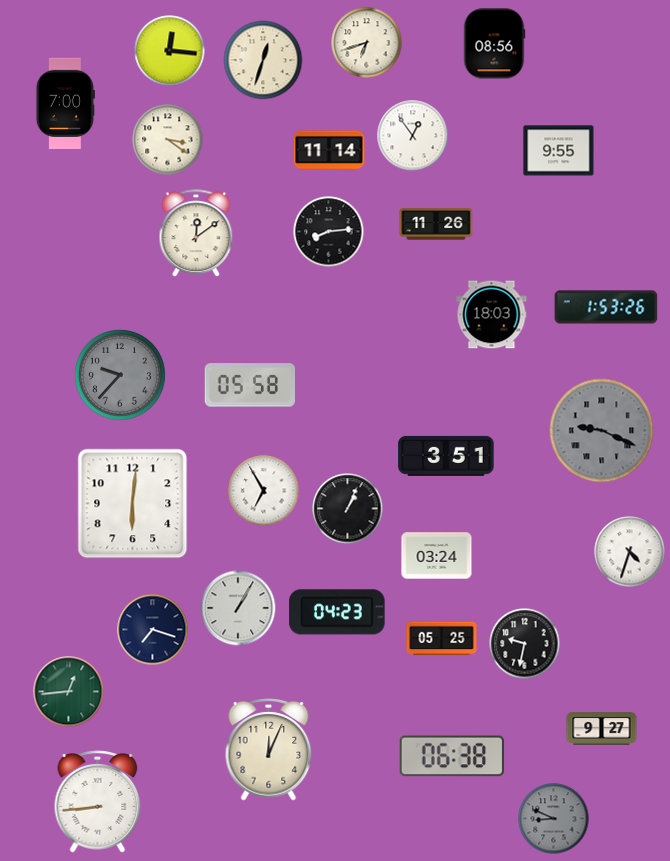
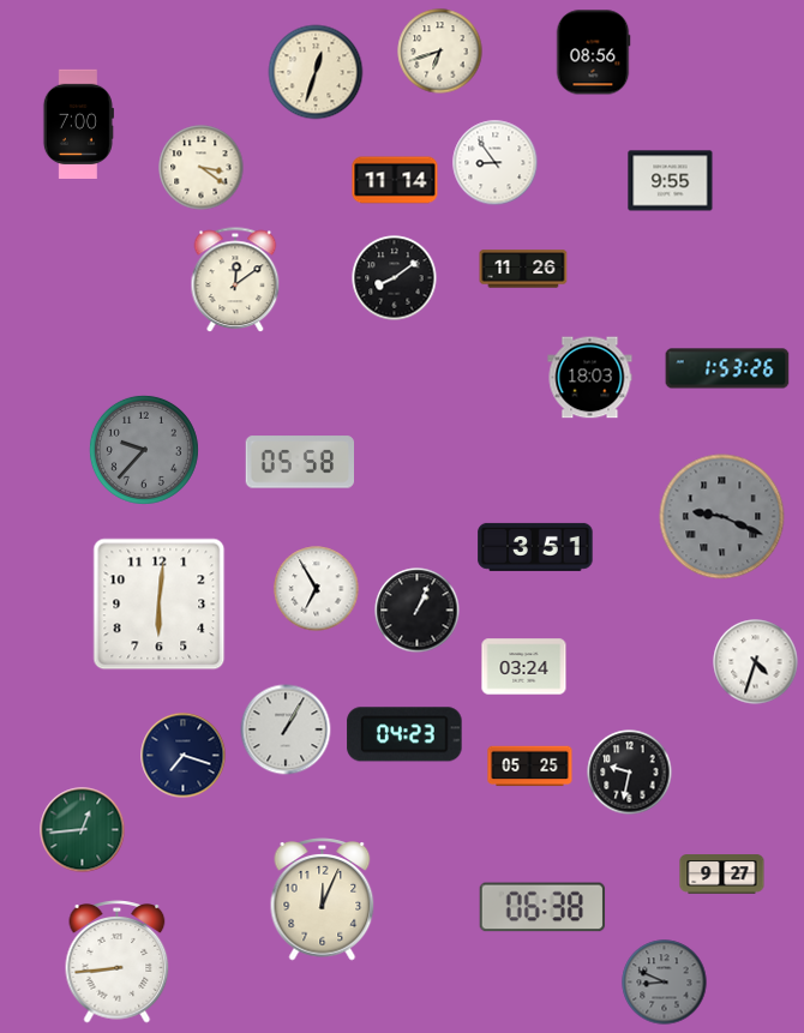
clock at (170, 51): 12:16 -> none
clock at (413, 136): 12:54 -> 8:54
clock at (329, 232): 8:14 -> 8:09
